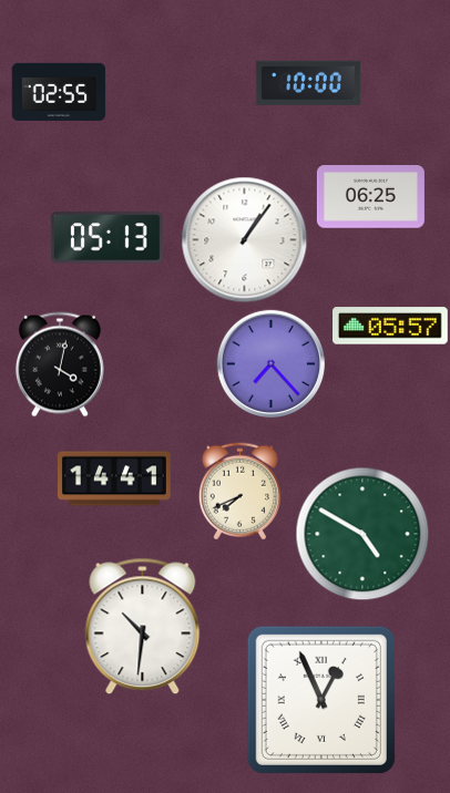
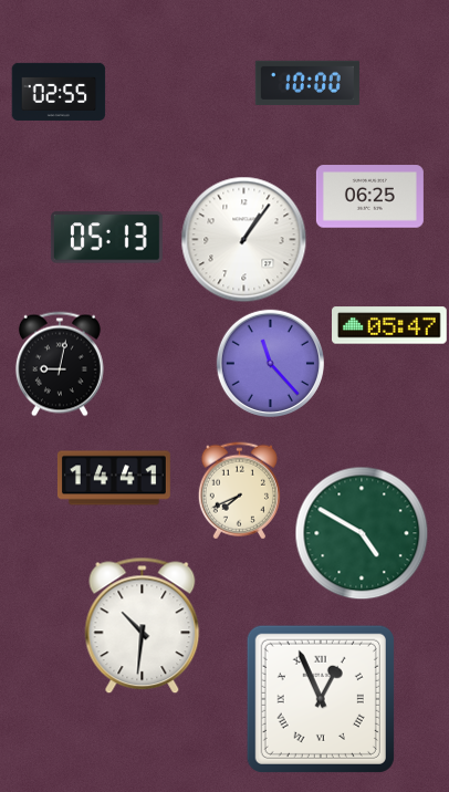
clock at (391, 326): 05:57 -> 05:47
clock at (270, 363): 7:23 -> 11:23
clock at (60, 364): 4:02 -> 9:02
